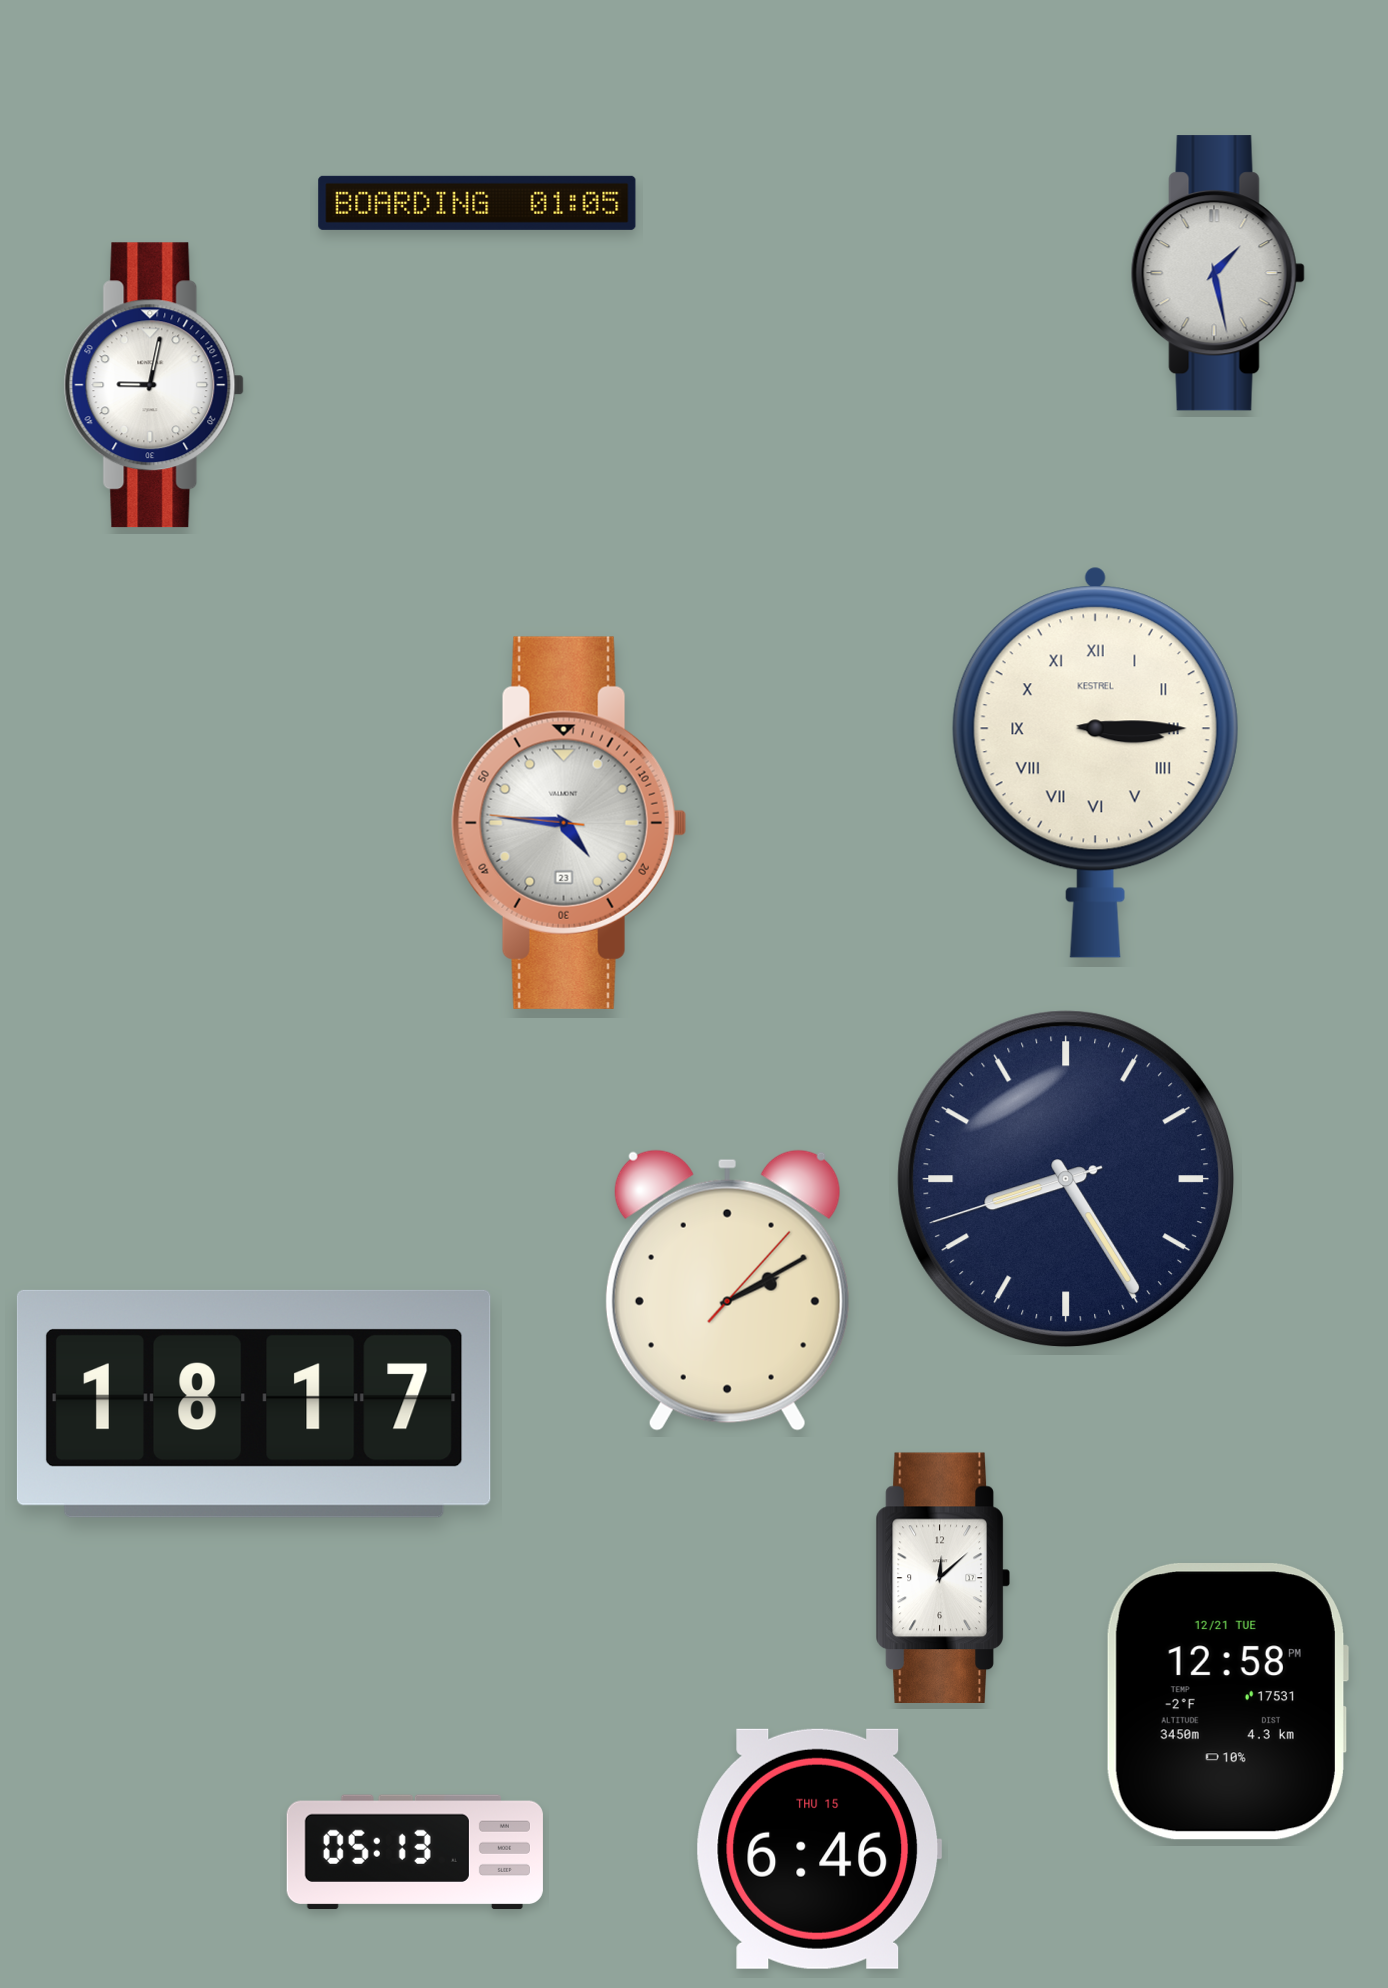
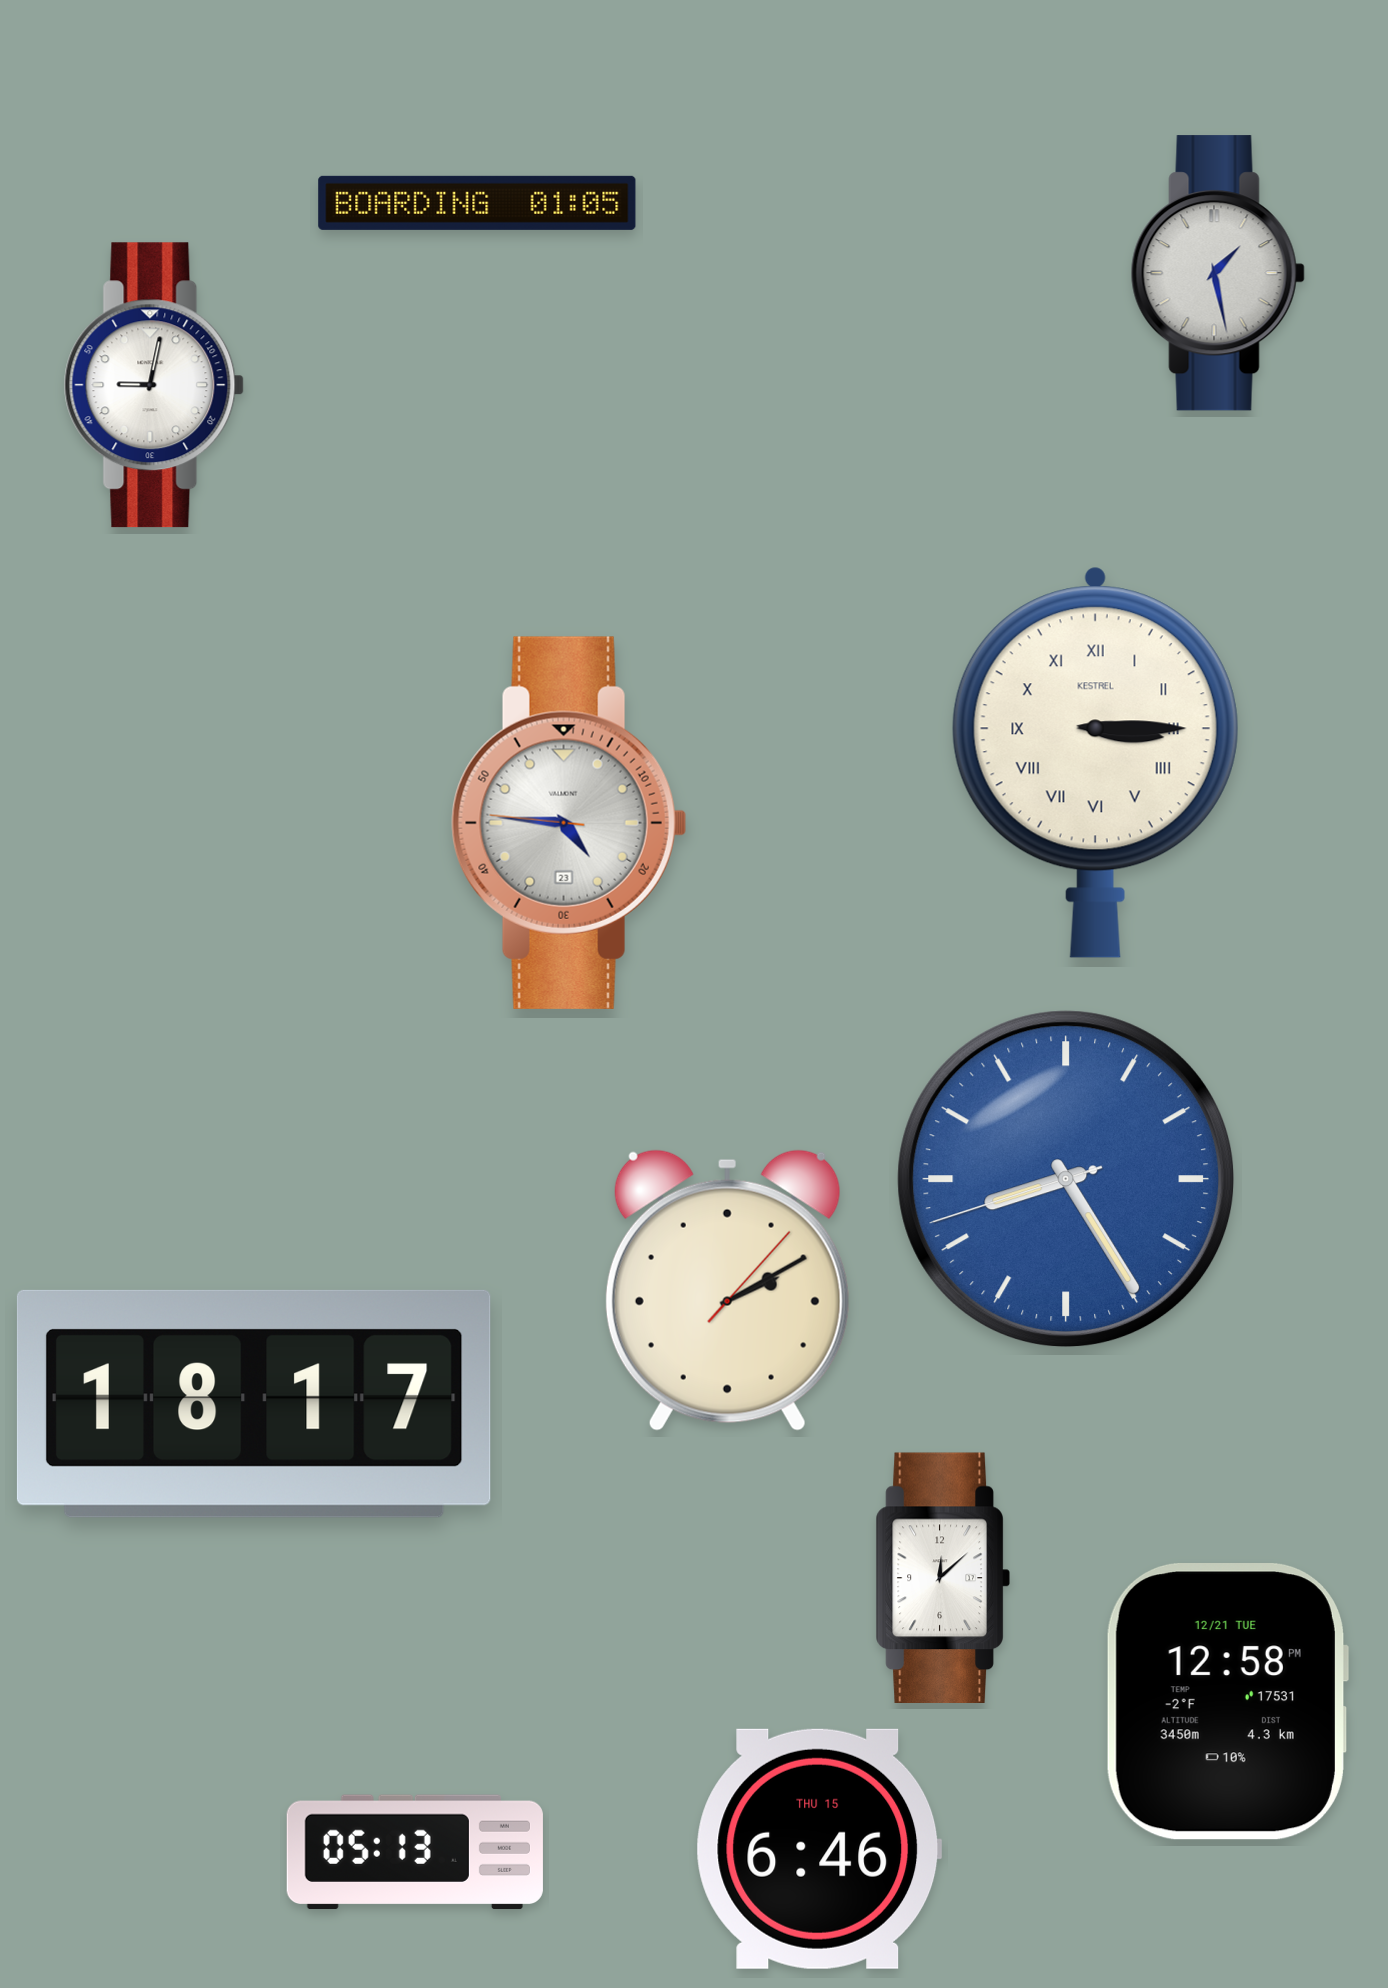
clock at (1066, 1179) dial: navy -> blue
